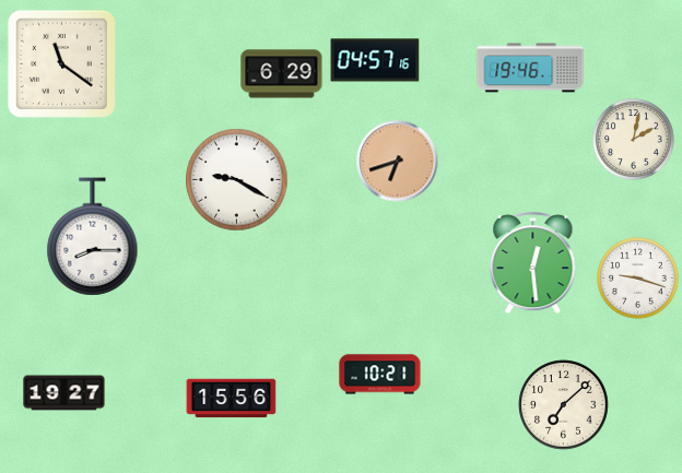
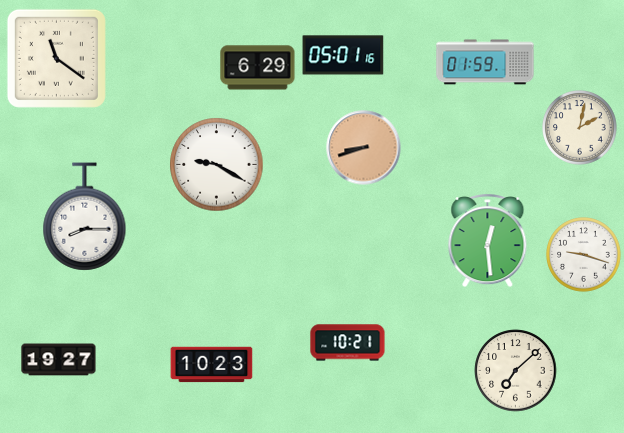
clock at (375, 60): 04:57 -> 05:01
clock at (530, 68): 19:46 -> 01:59
clock at (398, 162): 6:42 -> 8:42
clock at (232, 399): 15:56 -> 10:23
